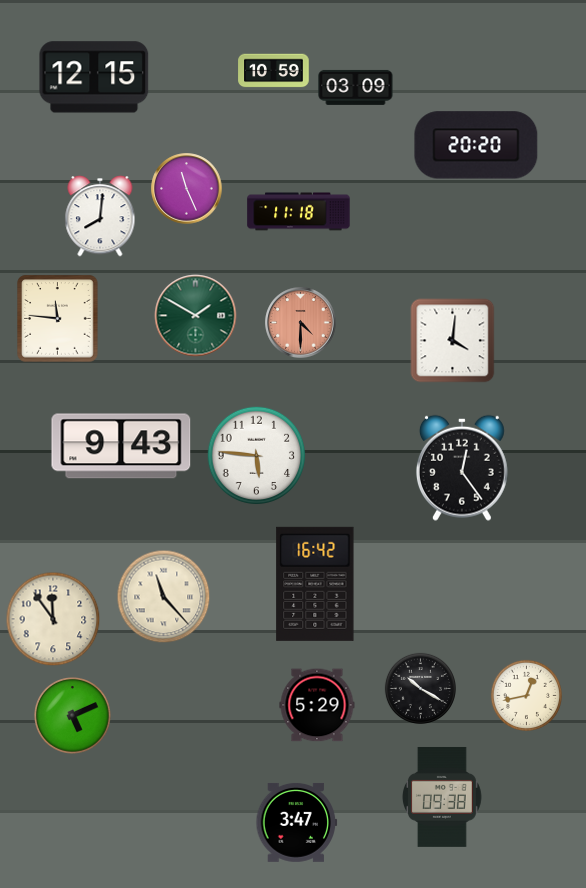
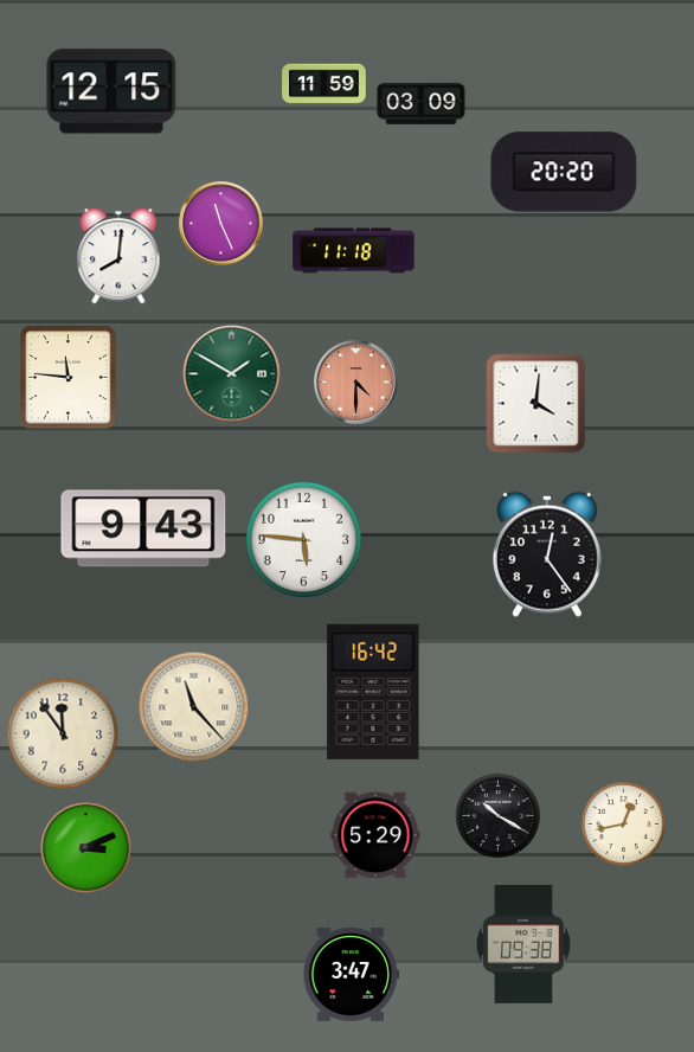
clock at (274, 71): 10:59 -> 11:59
clock at (73, 716): 5:11 -> 3:11
